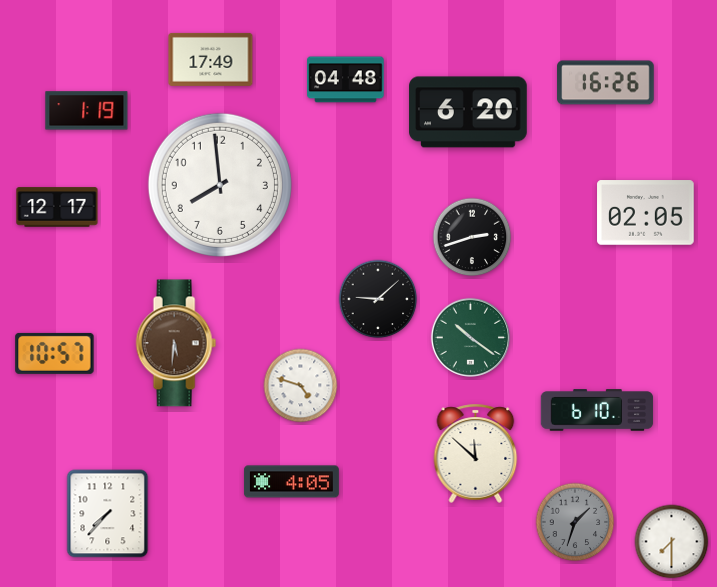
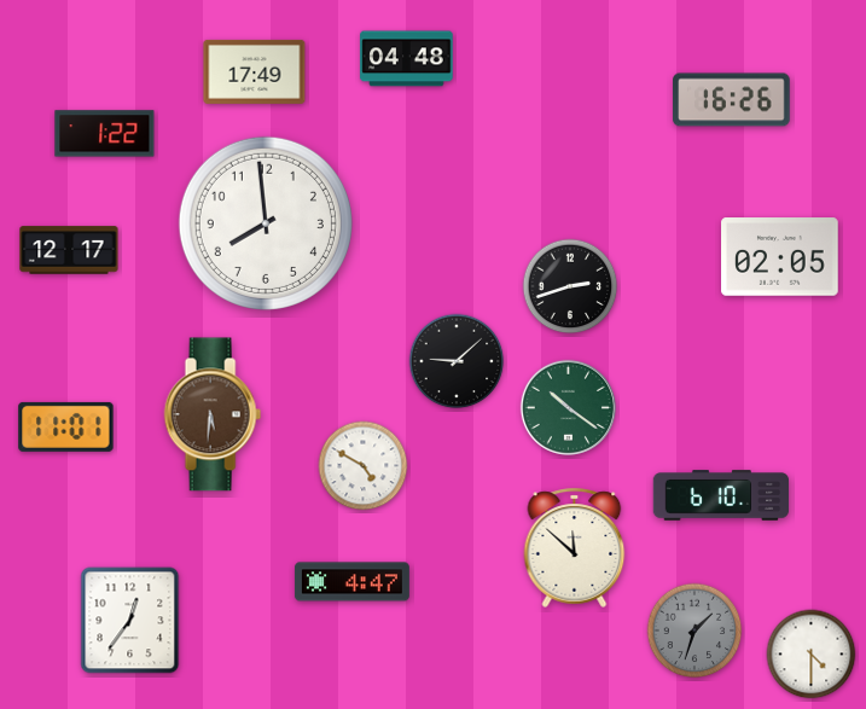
clock at (346, 80) position: (346, 80) -> (407, 59)
clock at (87, 111): 1:19 -> 1:22
clock at (468, 112): 6:20 -> none
clock at (55, 353): 10:57 -> 11:01
clock at (301, 386): 4:48 -> 4:50
clock at (291, 482): 4:05 -> 4:47
clock at (108, 514): 7:37 -> 12:36
clock at (672, 542): 7:30 -> 4:30
